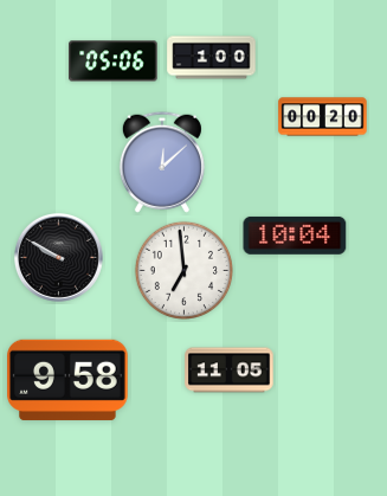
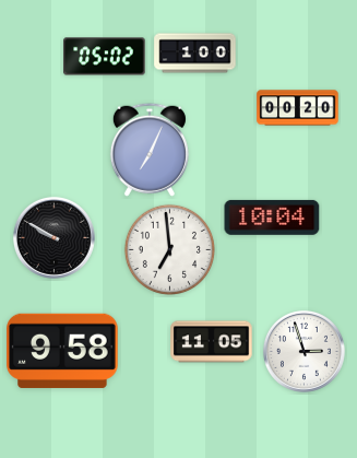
clock at (114, 62): 05:06 -> 05:02
clock at (162, 162): 12:08 -> 7:04
clock at (304, 351): none -> 2:57
